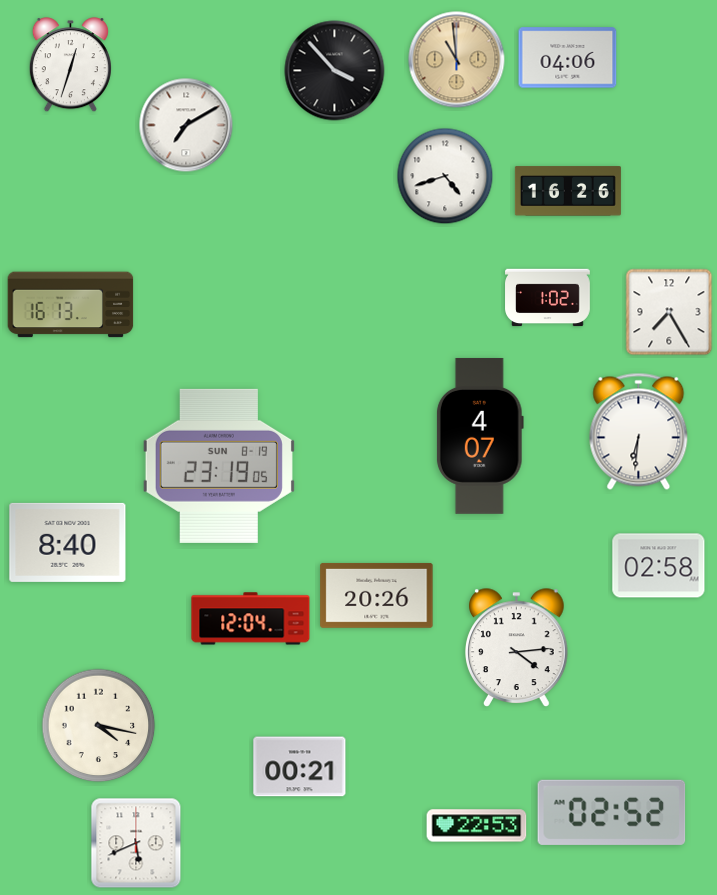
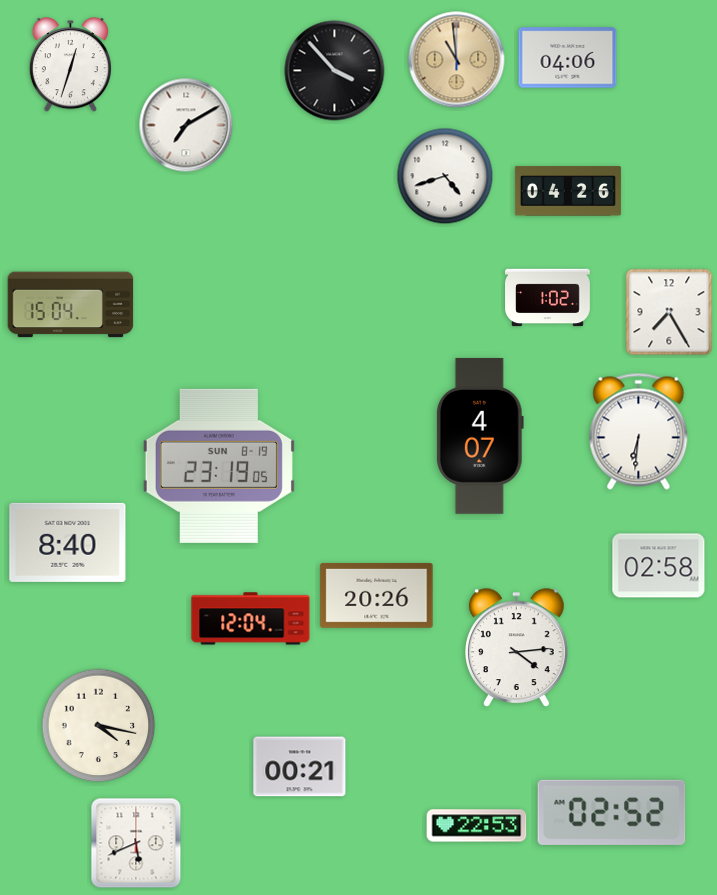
clock at (568, 191): 16:26 -> 04:26
clock at (71, 305): 16:13 -> 15:04
